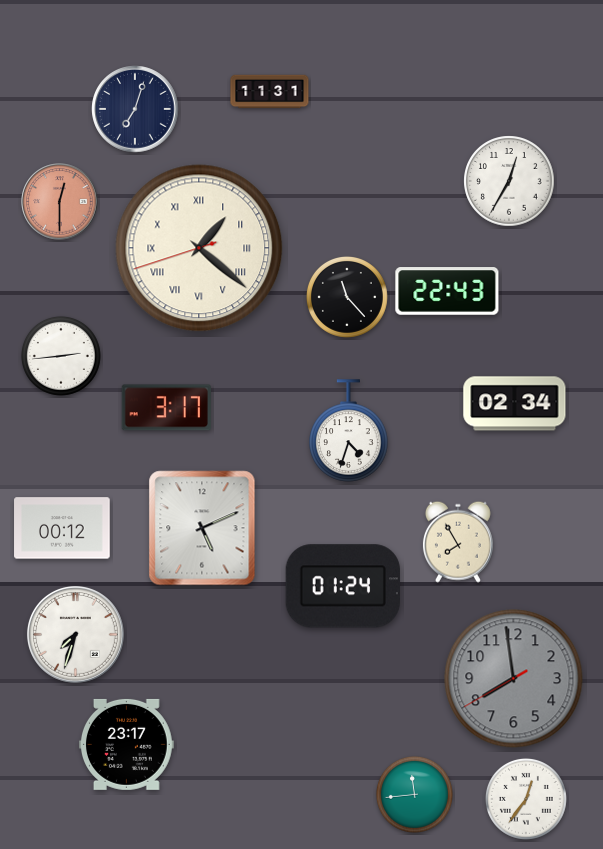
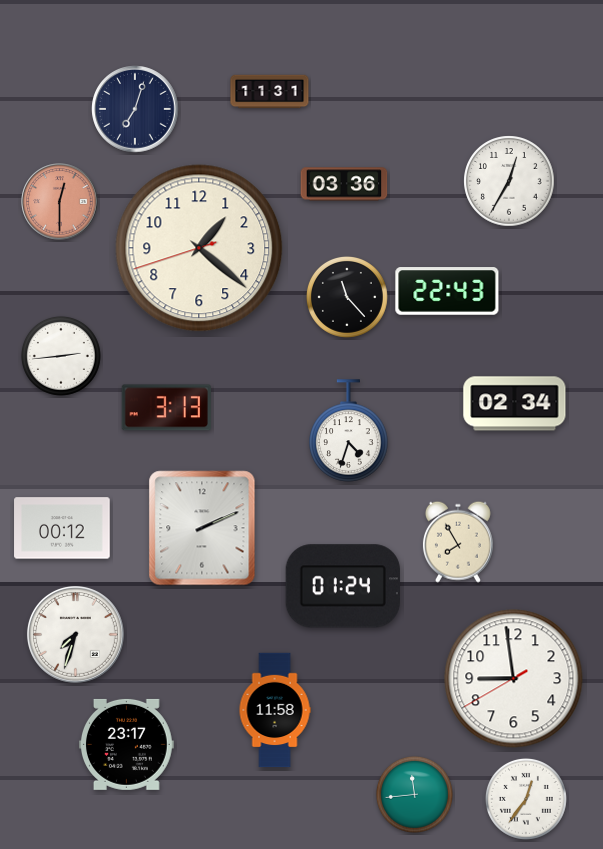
clock at (344, 184): none -> 03:36
clock at (199, 248) numerals: Roman -> Arabic
clock at (166, 408): 3:17 -> 3:13
clock at (202, 528): 5:11 -> 2:11
clock at (514, 679): 7:58 -> 8:58
clock at (514, 679) dial: grey -> white
clock at (275, 710): none -> 11:58
